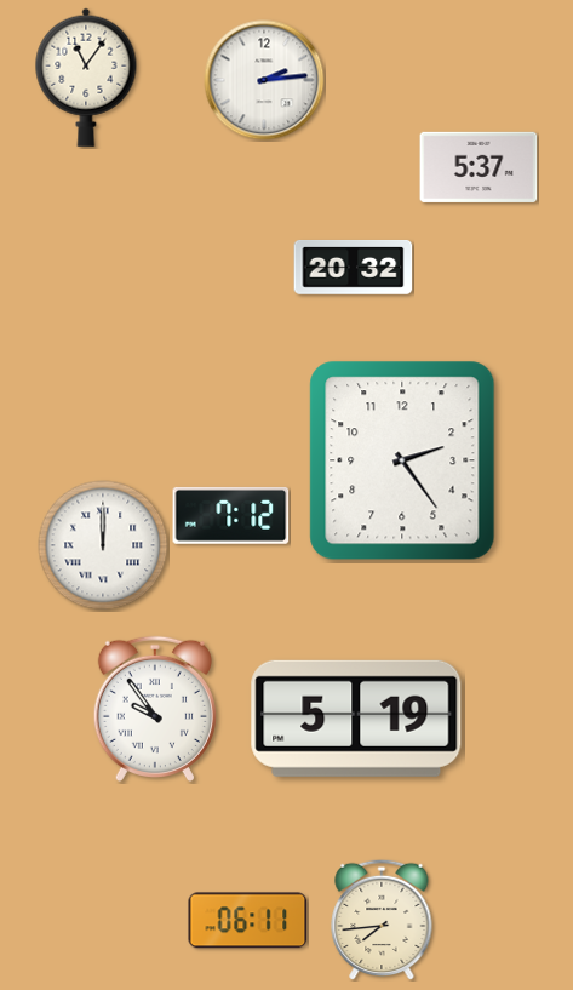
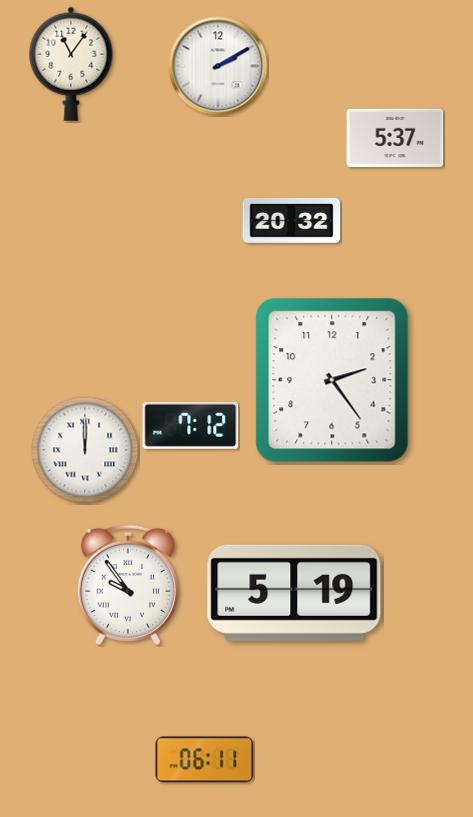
clock at (264, 80): 2:14 -> 2:10
clock at (382, 920): 7:44 -> none
